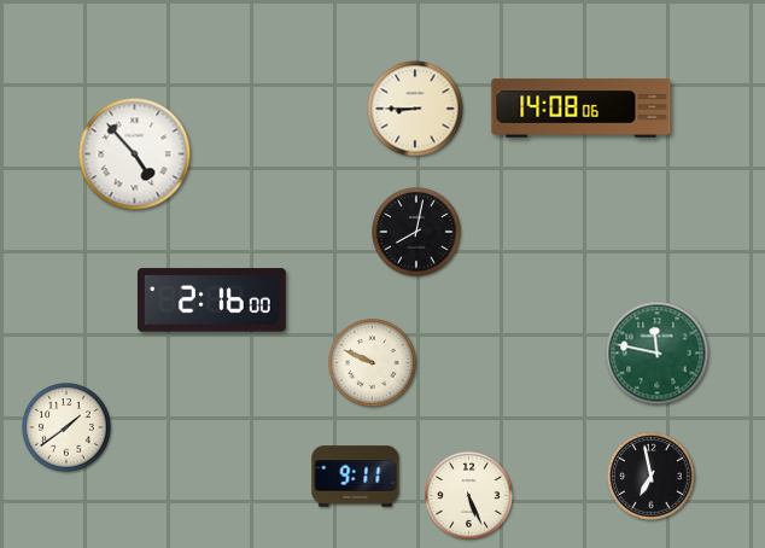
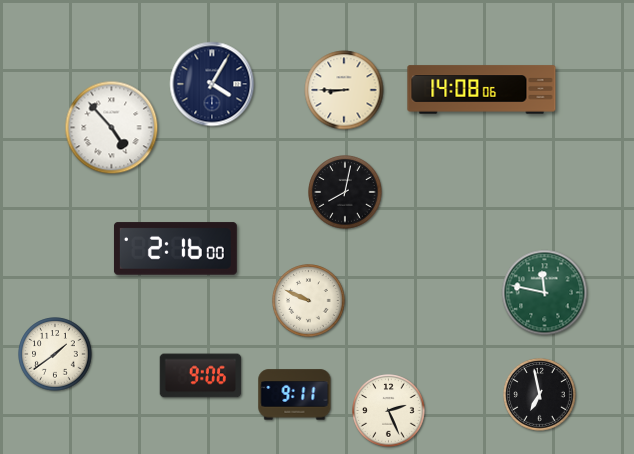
clock at (212, 84): none -> 4:05
clock at (201, 376): none -> 9:06
clock at (469, 496): 5:26 -> 2:26
